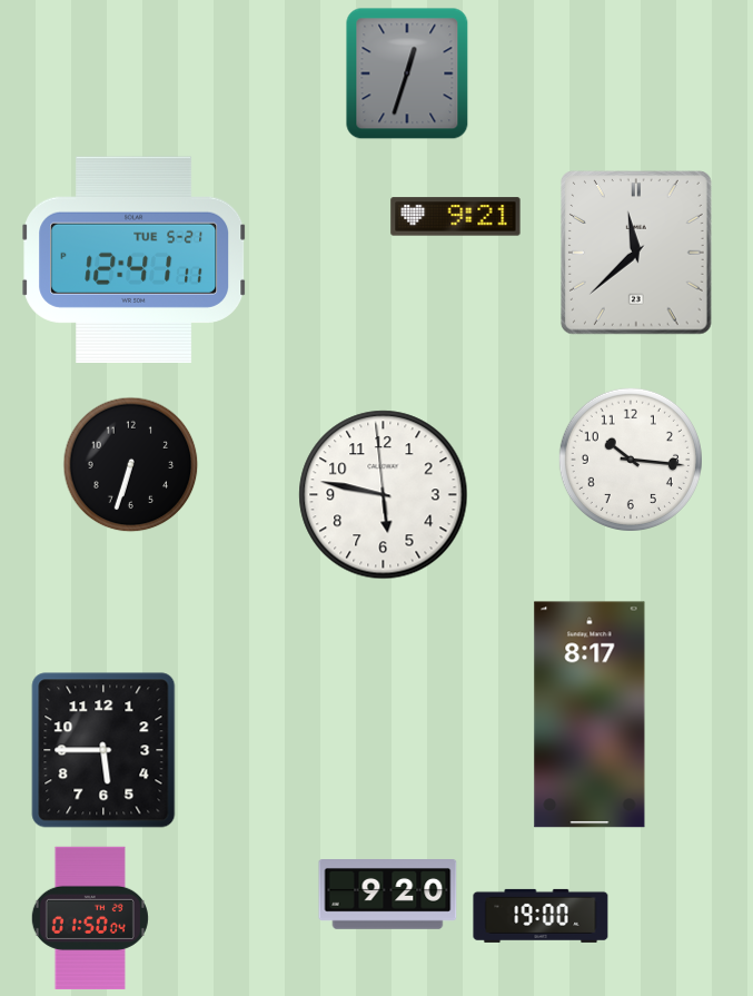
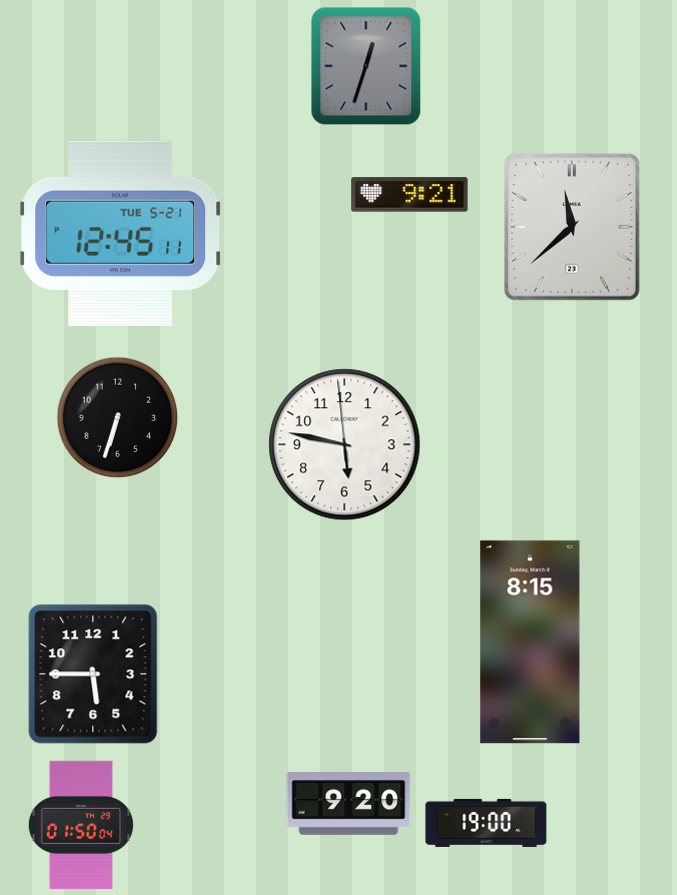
clock at (135, 259): 12:41 -> 12:45
clock at (631, 460): 10:16 -> none
clock at (589, 714): 8:17 -> 8:15
